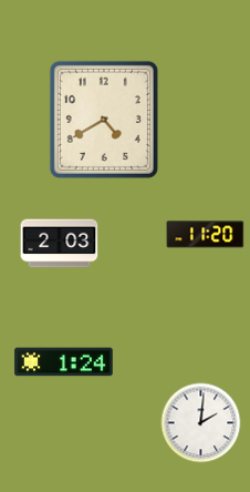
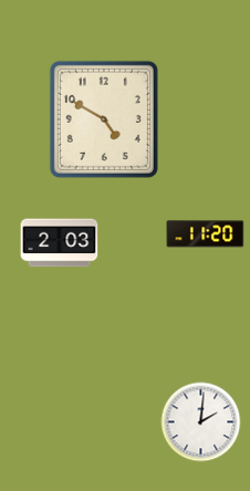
clock at (104, 120): 4:40 -> 4:50
clock at (64, 362): 1:24 -> none
